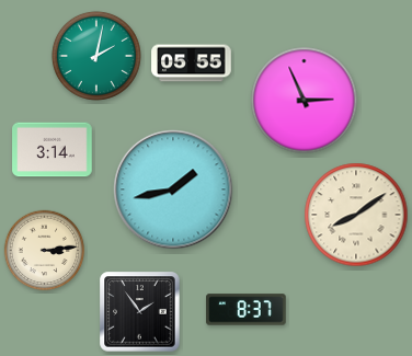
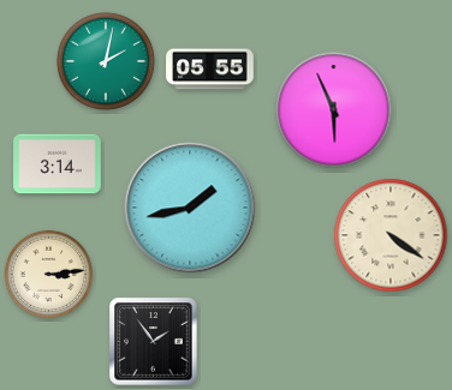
clock at (305, 101): 2:56 -> 5:56
clock at (356, 215): 8:09 -> 4:21
clock at (247, 310): 8:37 -> none
